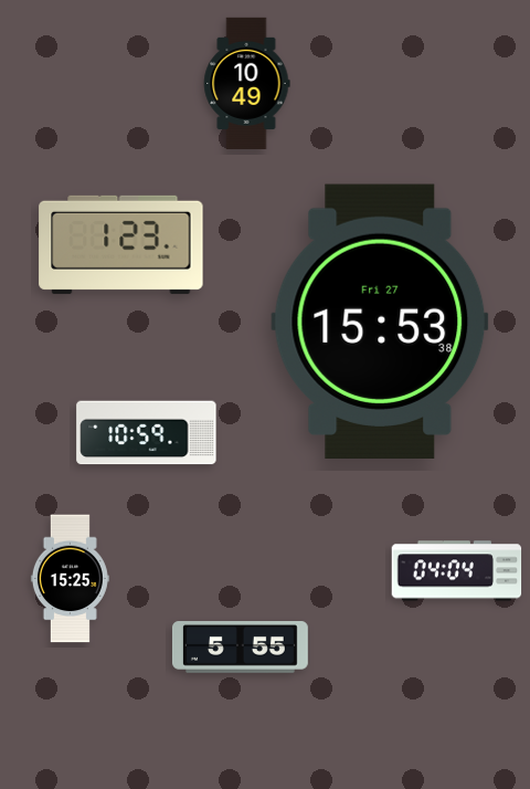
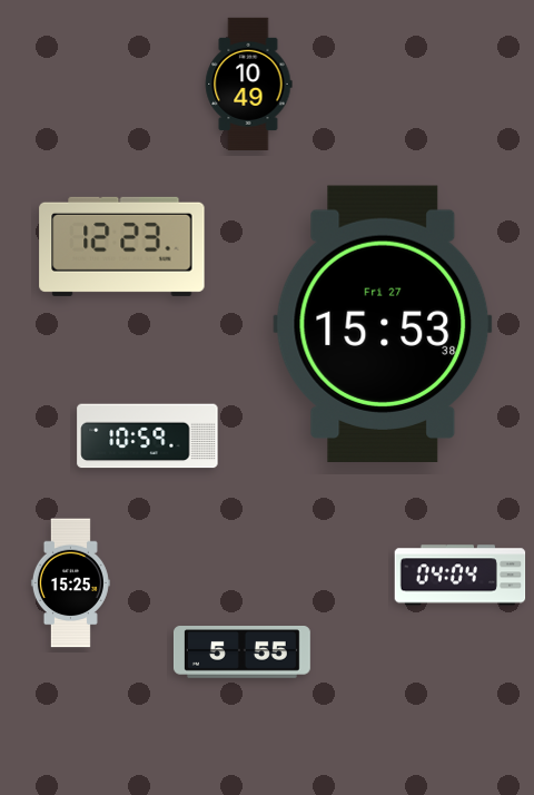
clock at (121, 244): 1:23 -> 12:23
